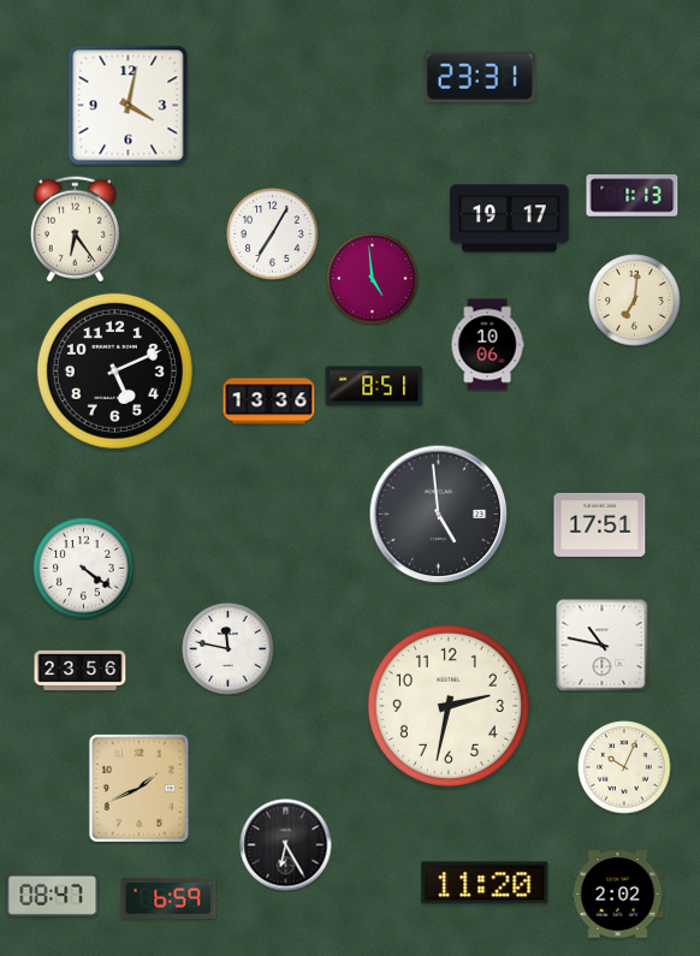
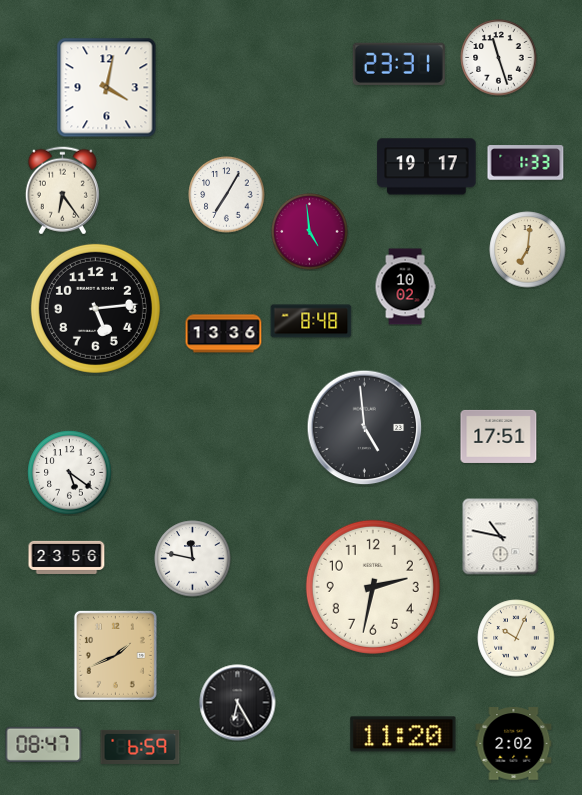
clock at (499, 58): none -> 11:27
clock at (633, 196): 1:13 -> 1:33
clock at (510, 219) position: (510, 219) -> (427, 167)
clock at (487, 345): 10:06 -> 10:02
clock at (114, 370): 5:11 -> 5:14
clock at (374, 386): 8:51 -> 8:48
clock at (84, 569): 4:21 -> 5:21
clock at (229, 649) position: (229, 649) -> (193, 559)
clock at (624, 767) position: (624, 767) -> (516, 638)
